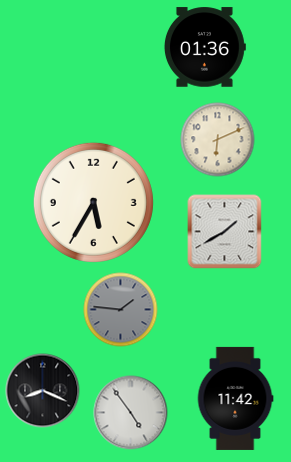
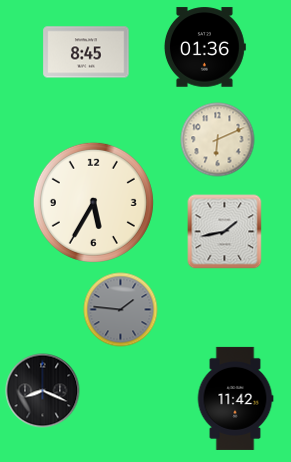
clock at (86, 52): none -> 8:45
clock at (225, 232): 1:40 -> 1:43
clock at (131, 413): 4:54 -> none
